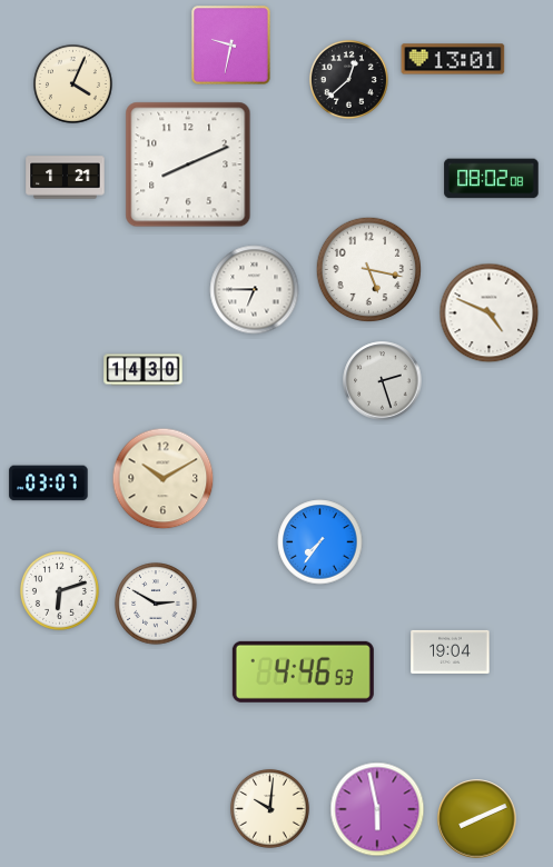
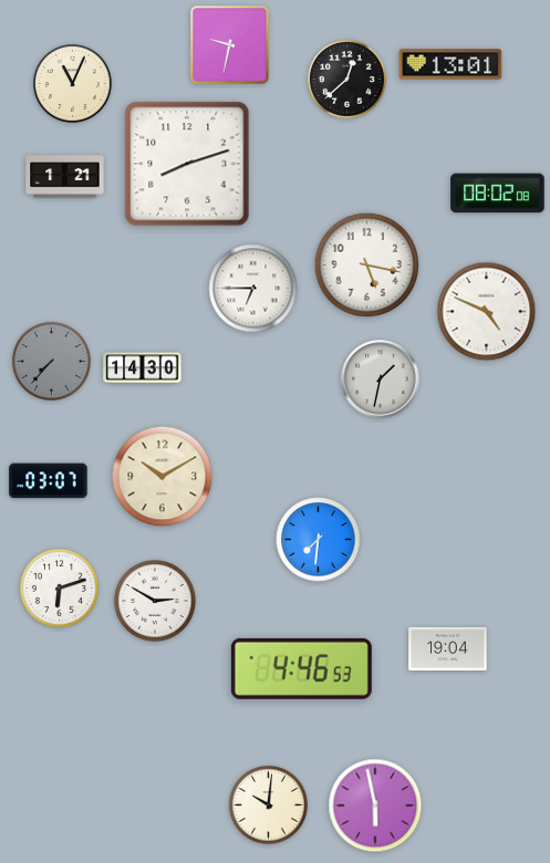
clock at (453, 59) position: (453, 59) -> (450, 64)
clock at (72, 83): 4:04 -> 11:04
clock at (188, 165): 8:11 -> 8:12
clock at (492, 179) position: (492, 179) -> (498, 194)
clock at (369, 270) position: (369, 270) -> (367, 266)
clock at (51, 361): none -> 7:37
clock at (383, 381): 2:27 -> 1:32
clock at (320, 542): 7:36 -> 7:31
clock at (477, 819): 8:11 -> none
